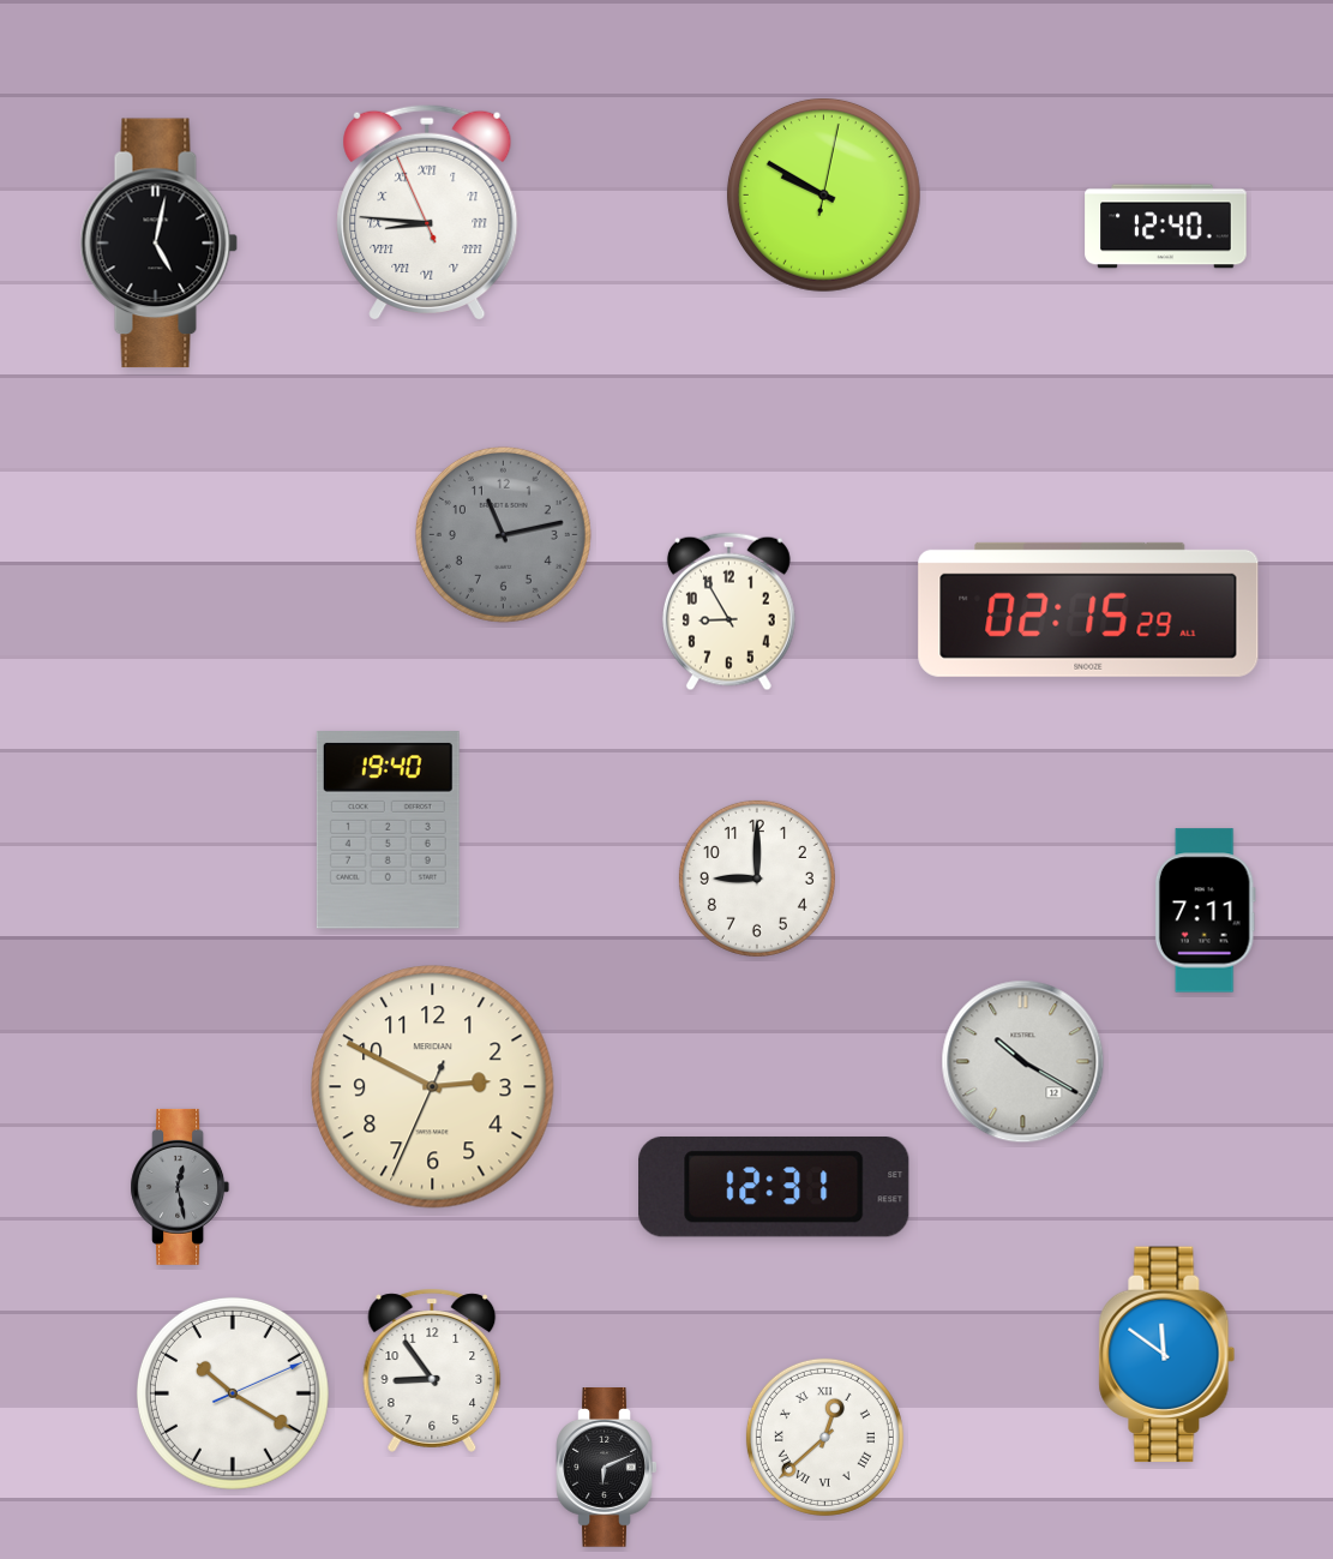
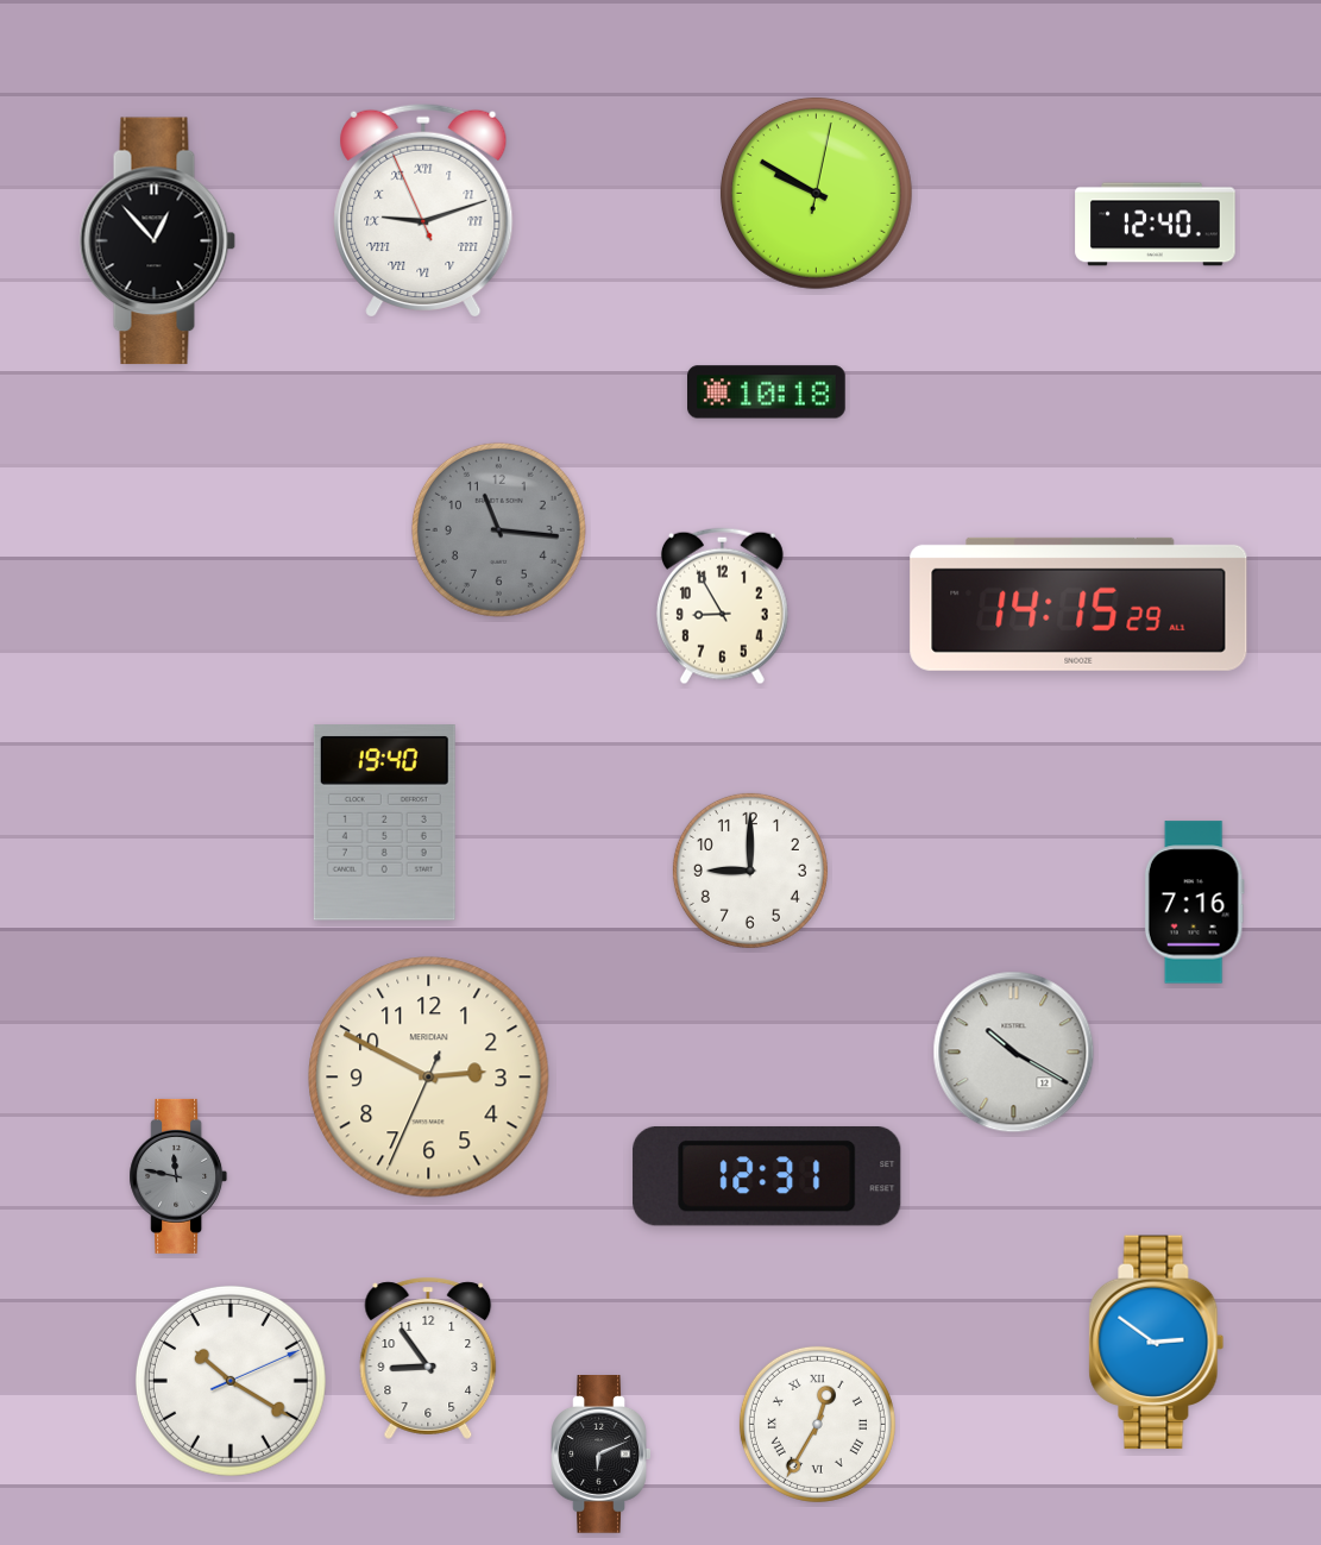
clock at (427, 211): 8:45 -> 9:11
clock at (160, 244): 5:02 -> 12:53
clock at (767, 392): none -> 10:18
clock at (503, 534): 11:13 -> 11:16
clock at (1088, 610): 02:15 -> 14:15
clock at (1205, 911): 7:11 -> 7:16
clock at (180, 1187): 12:28 -> 11:47
clock at (1167, 1355): 11:51 -> 2:51
clock at (824, 1437): 12:38 -> 12:35
